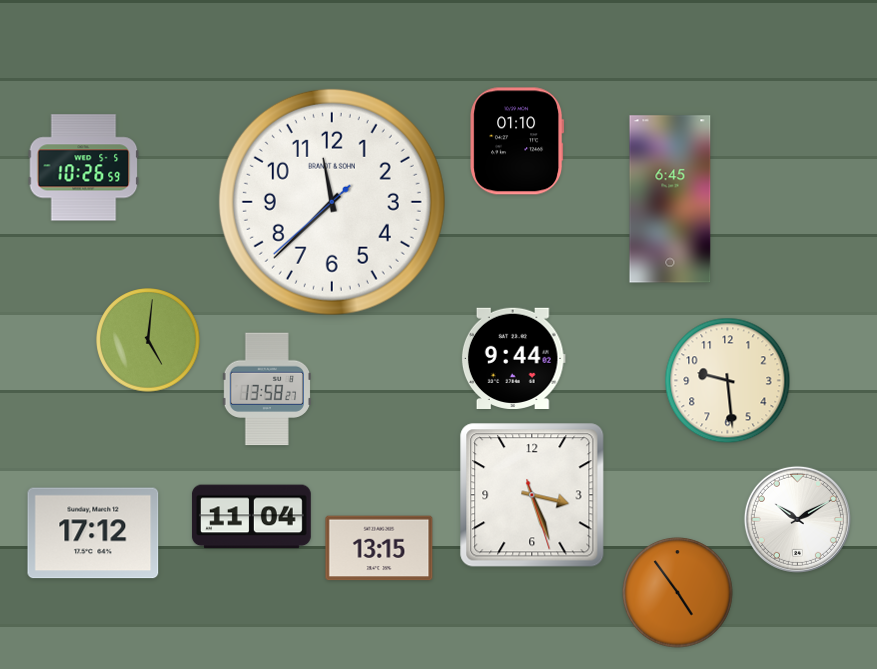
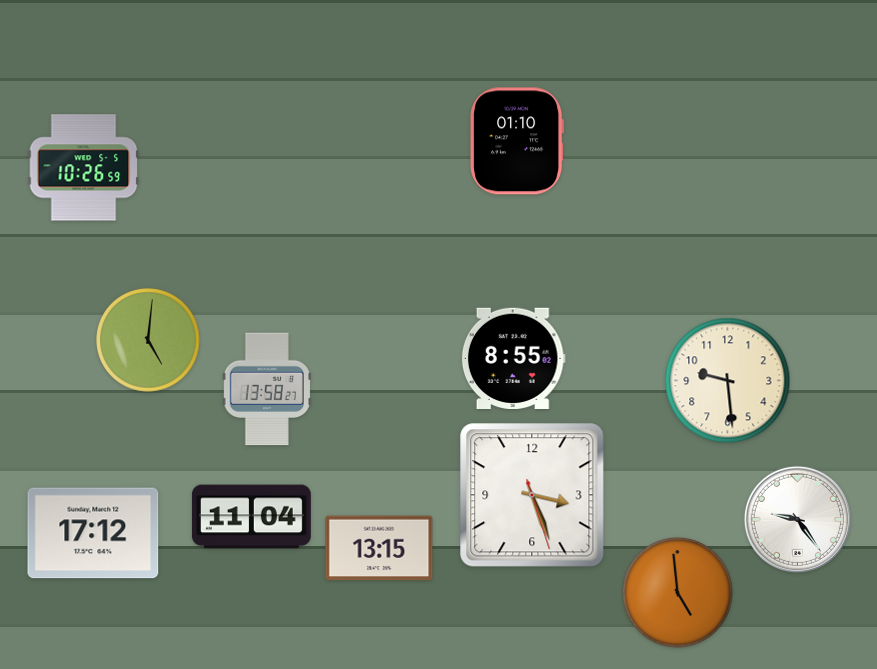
clock at (670, 199): 6:45 -> none
clock at (332, 202): 11:37 -> none
clock at (513, 358): 9:44 -> 8:55
clock at (797, 519): 10:10 -> 9:24
clock at (678, 593): 4:54 -> 4:59
